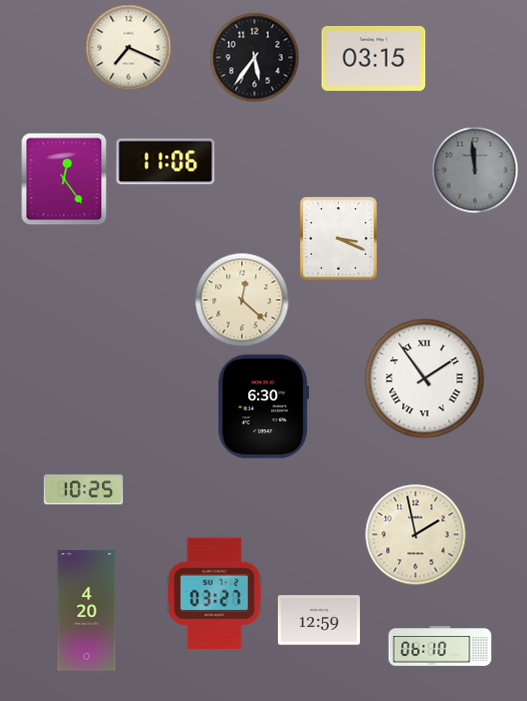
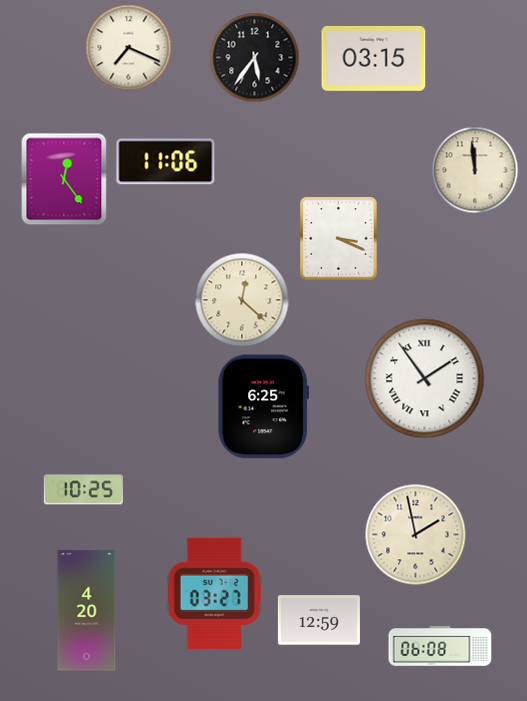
clock at (475, 170) dial: grey -> cream
clock at (263, 407): 6:30 -> 6:25
clock at (440, 647): 06:10 -> 06:08
